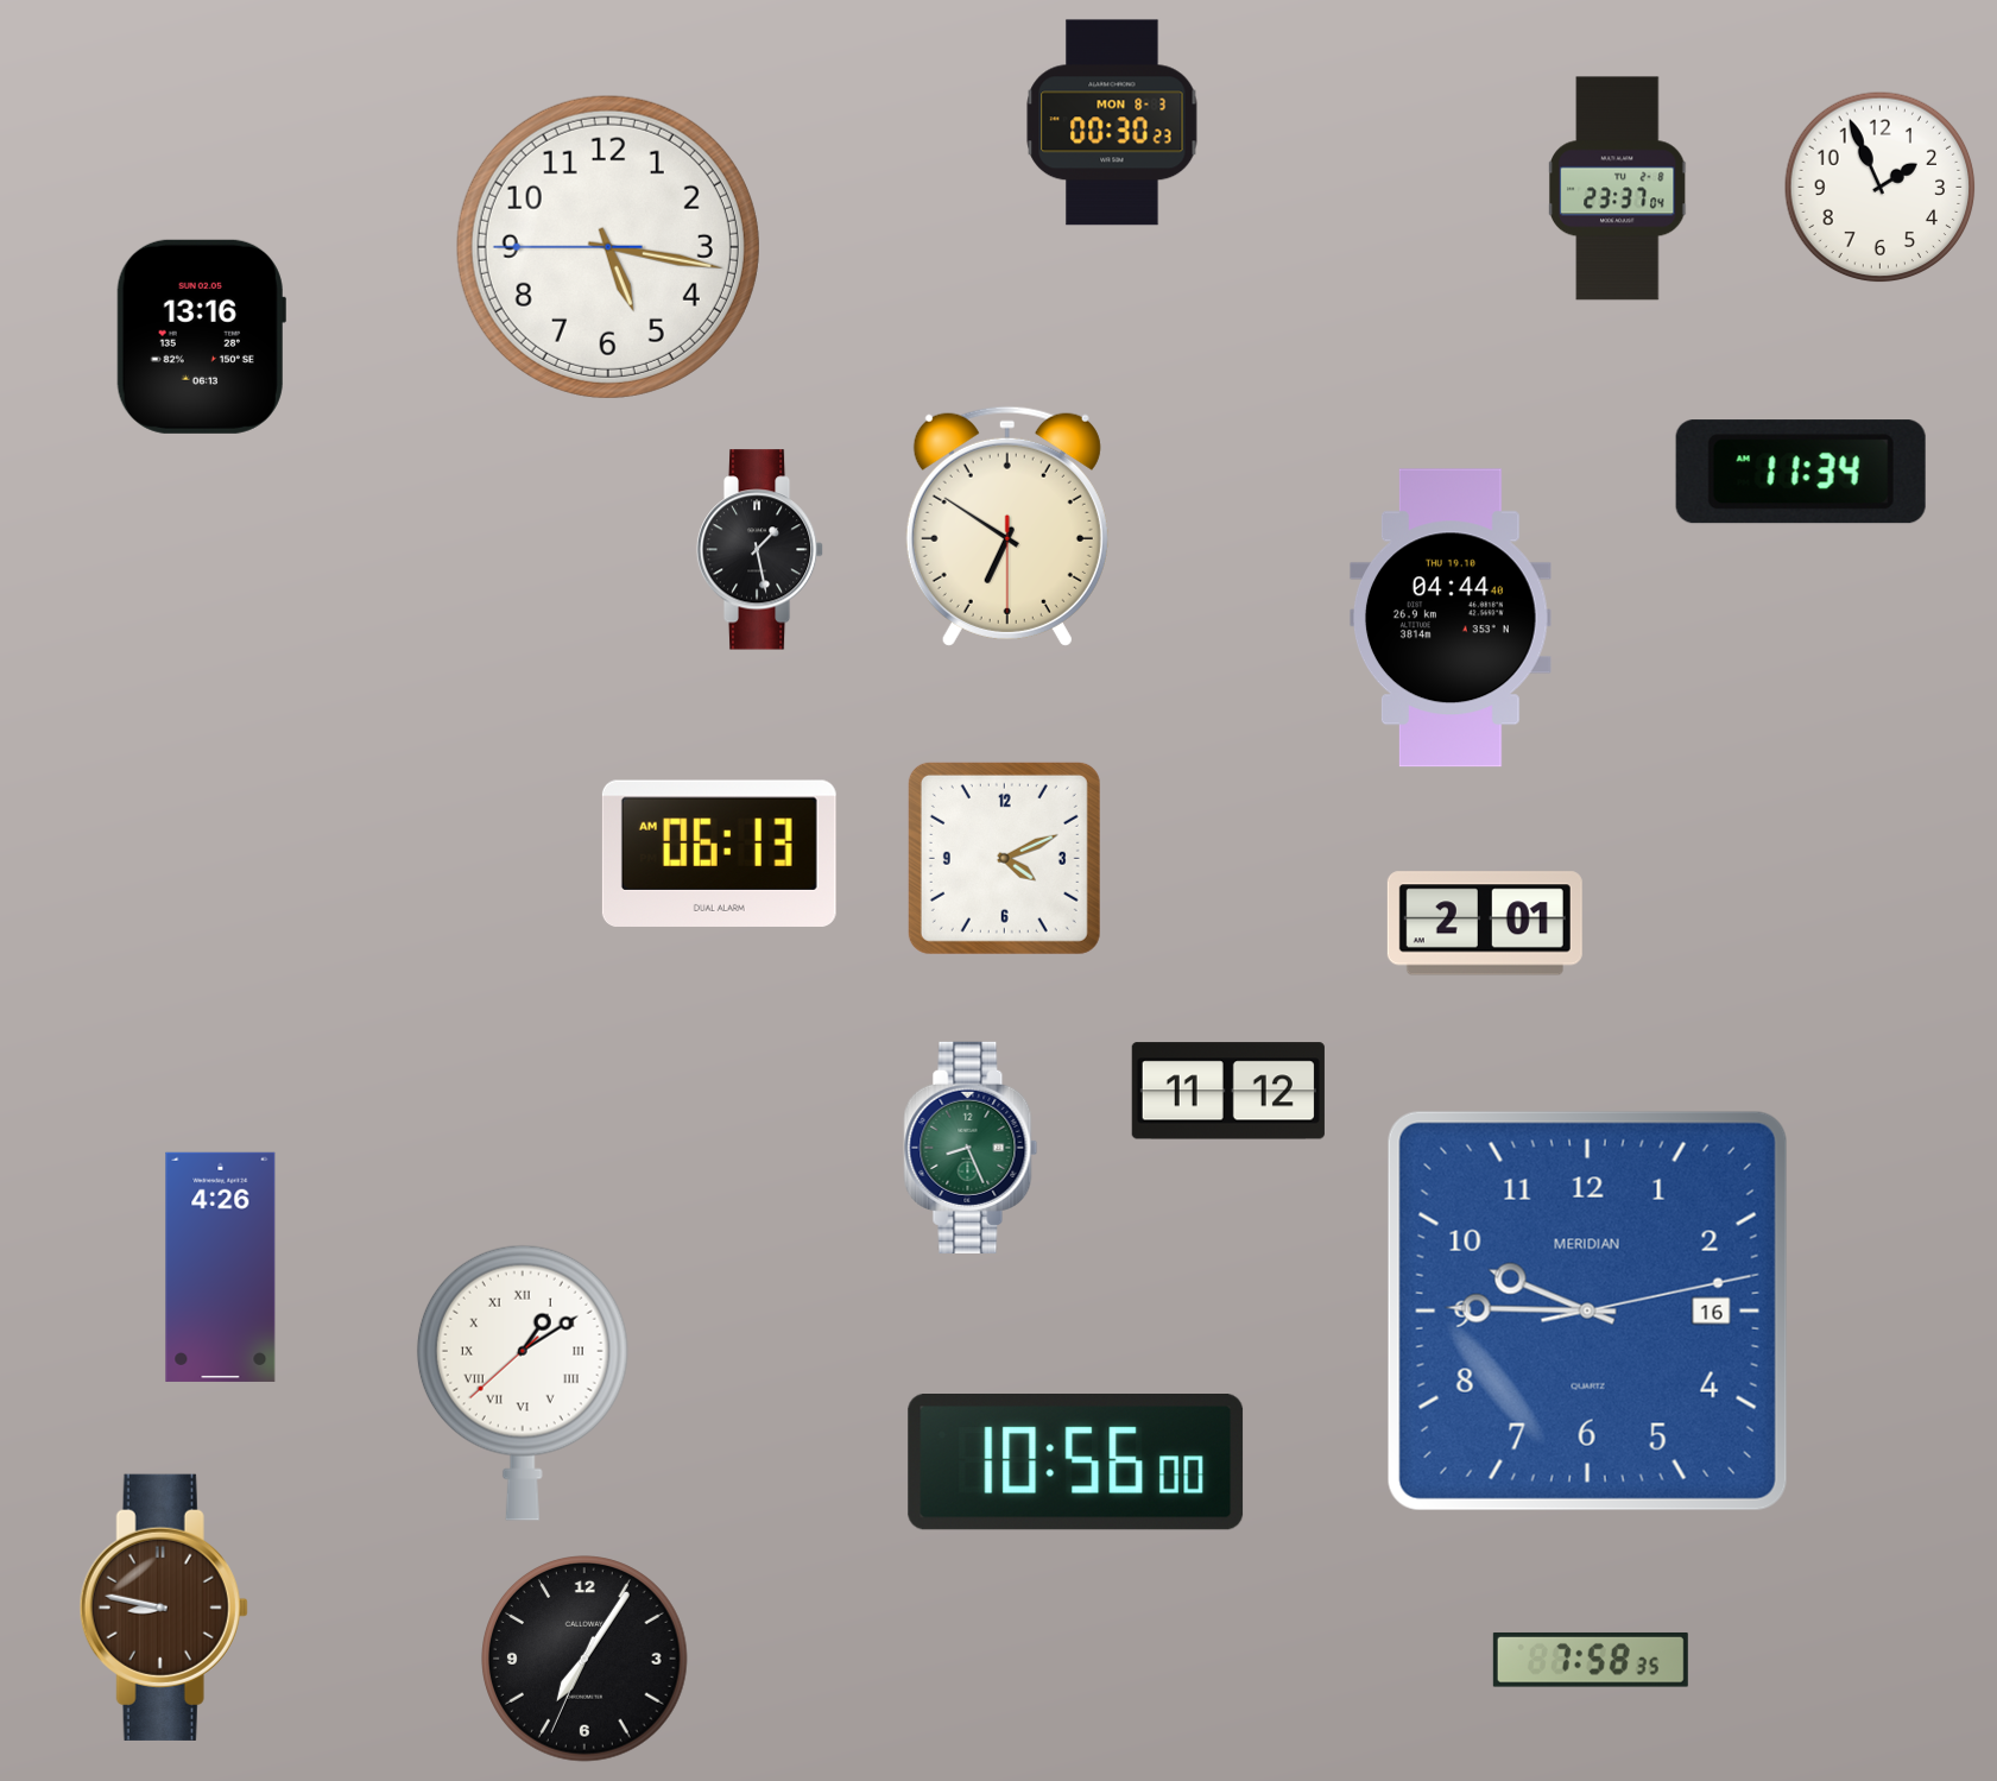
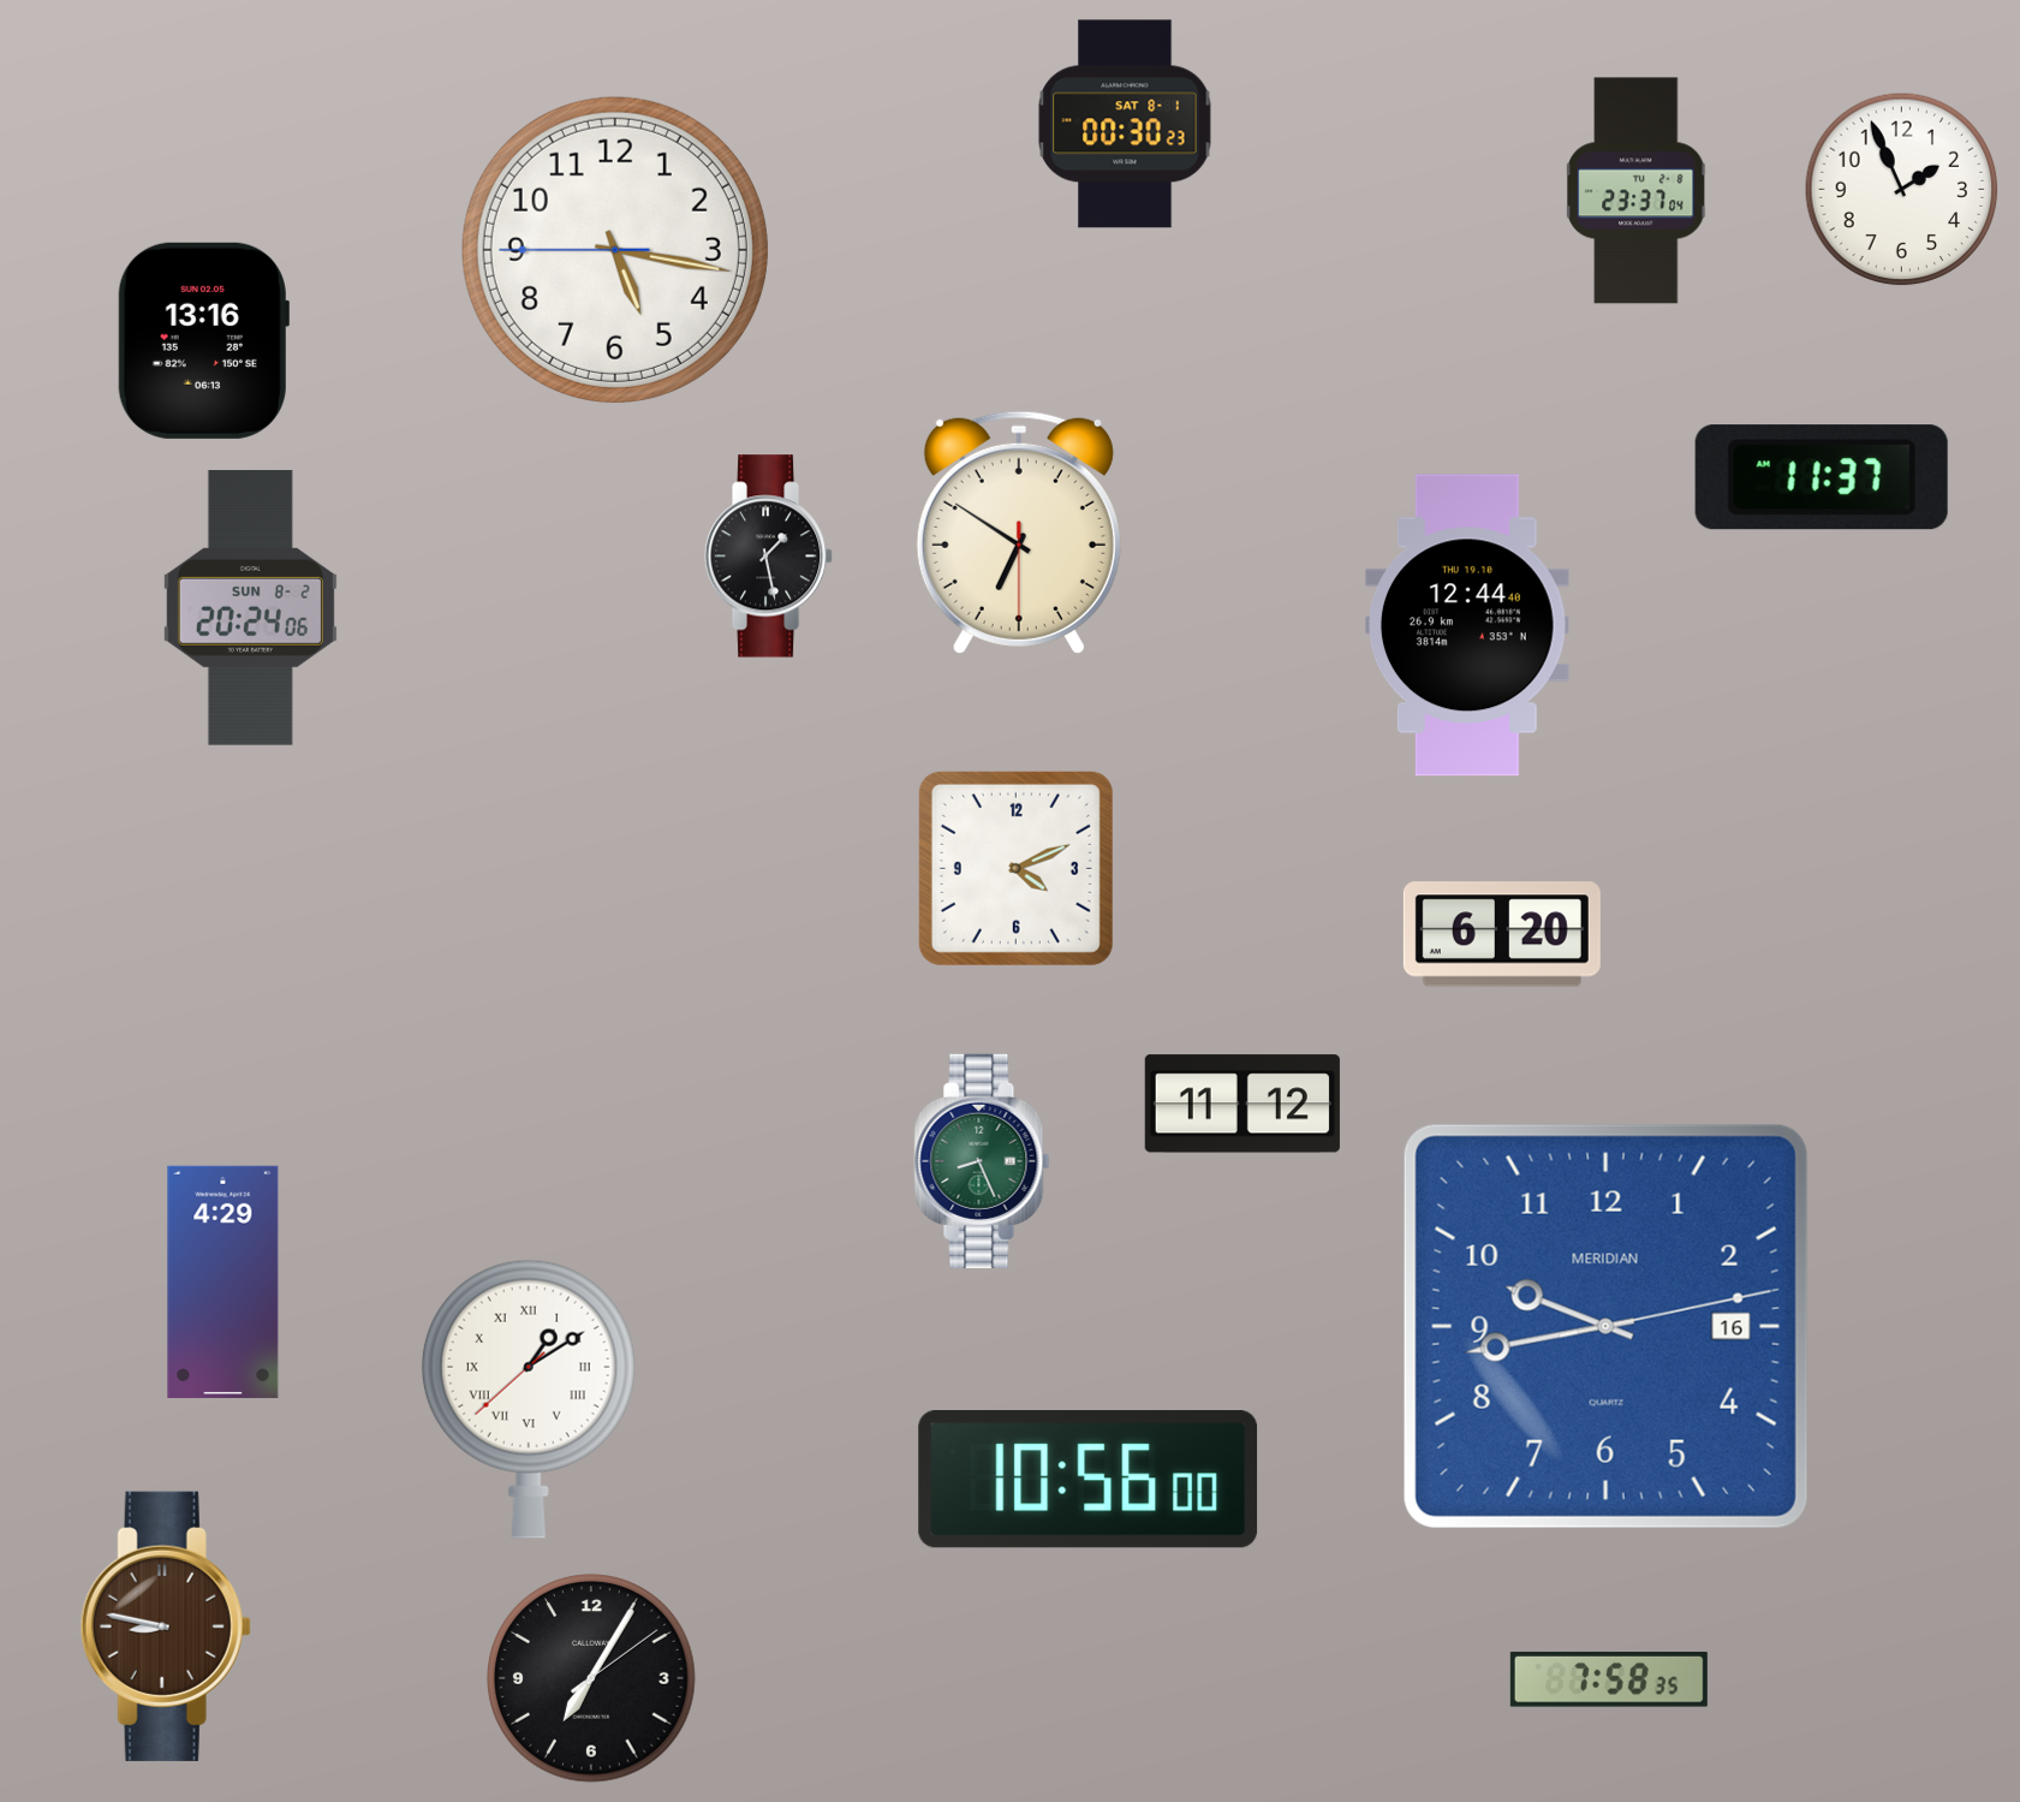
clock at (1112, 122) date: MON 8-3 -> SAT 8-1
clock at (1801, 472): 11:34 -> 11:37
clock at (250, 608): none -> 20:24
clock at (1451, 618): 04:44 -> 12:44
clock at (719, 853): 06:13 -> none
clock at (1485, 923): 2:01 -> 6:20
clock at (221, 1267): 4:26 -> 4:29
clock at (1587, 1311): 9:45 -> 9:43
clock at (584, 1659): 7:05:34 -> 7:05:09
